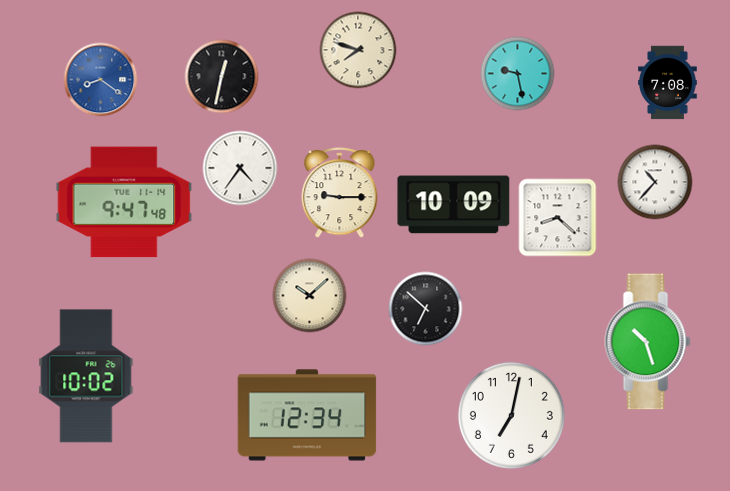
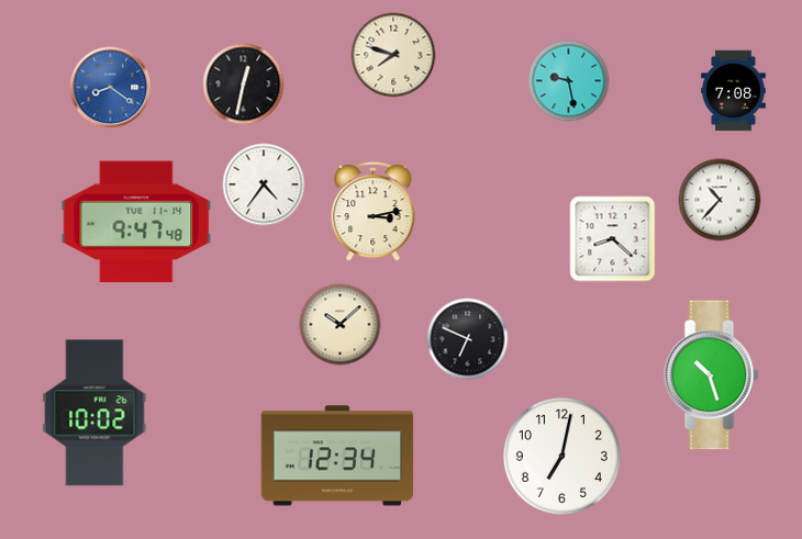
clock at (340, 193): 9:15 -> 3:13
clock at (454, 205): 10:09 -> none
clock at (426, 309): 6:52 -> 6:49
